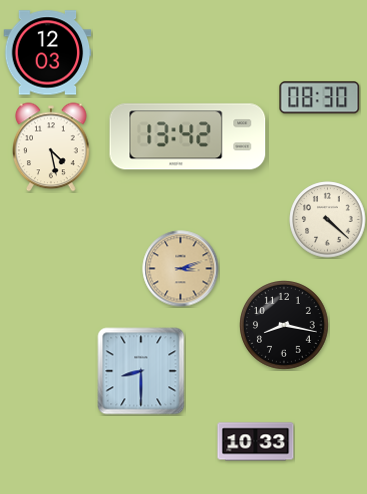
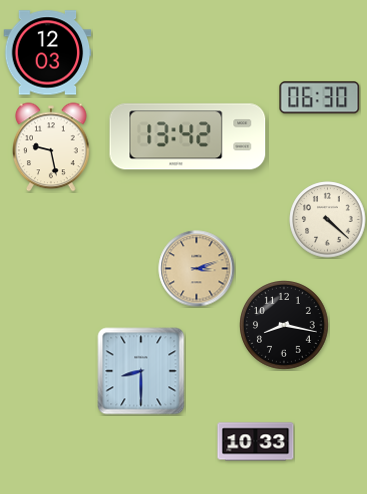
clock at (320, 98): 08:30 -> 06:30
clock at (52, 147): 4:28 -> 9:28
clock at (181, 269) position: (181, 269) -> (197, 269)
